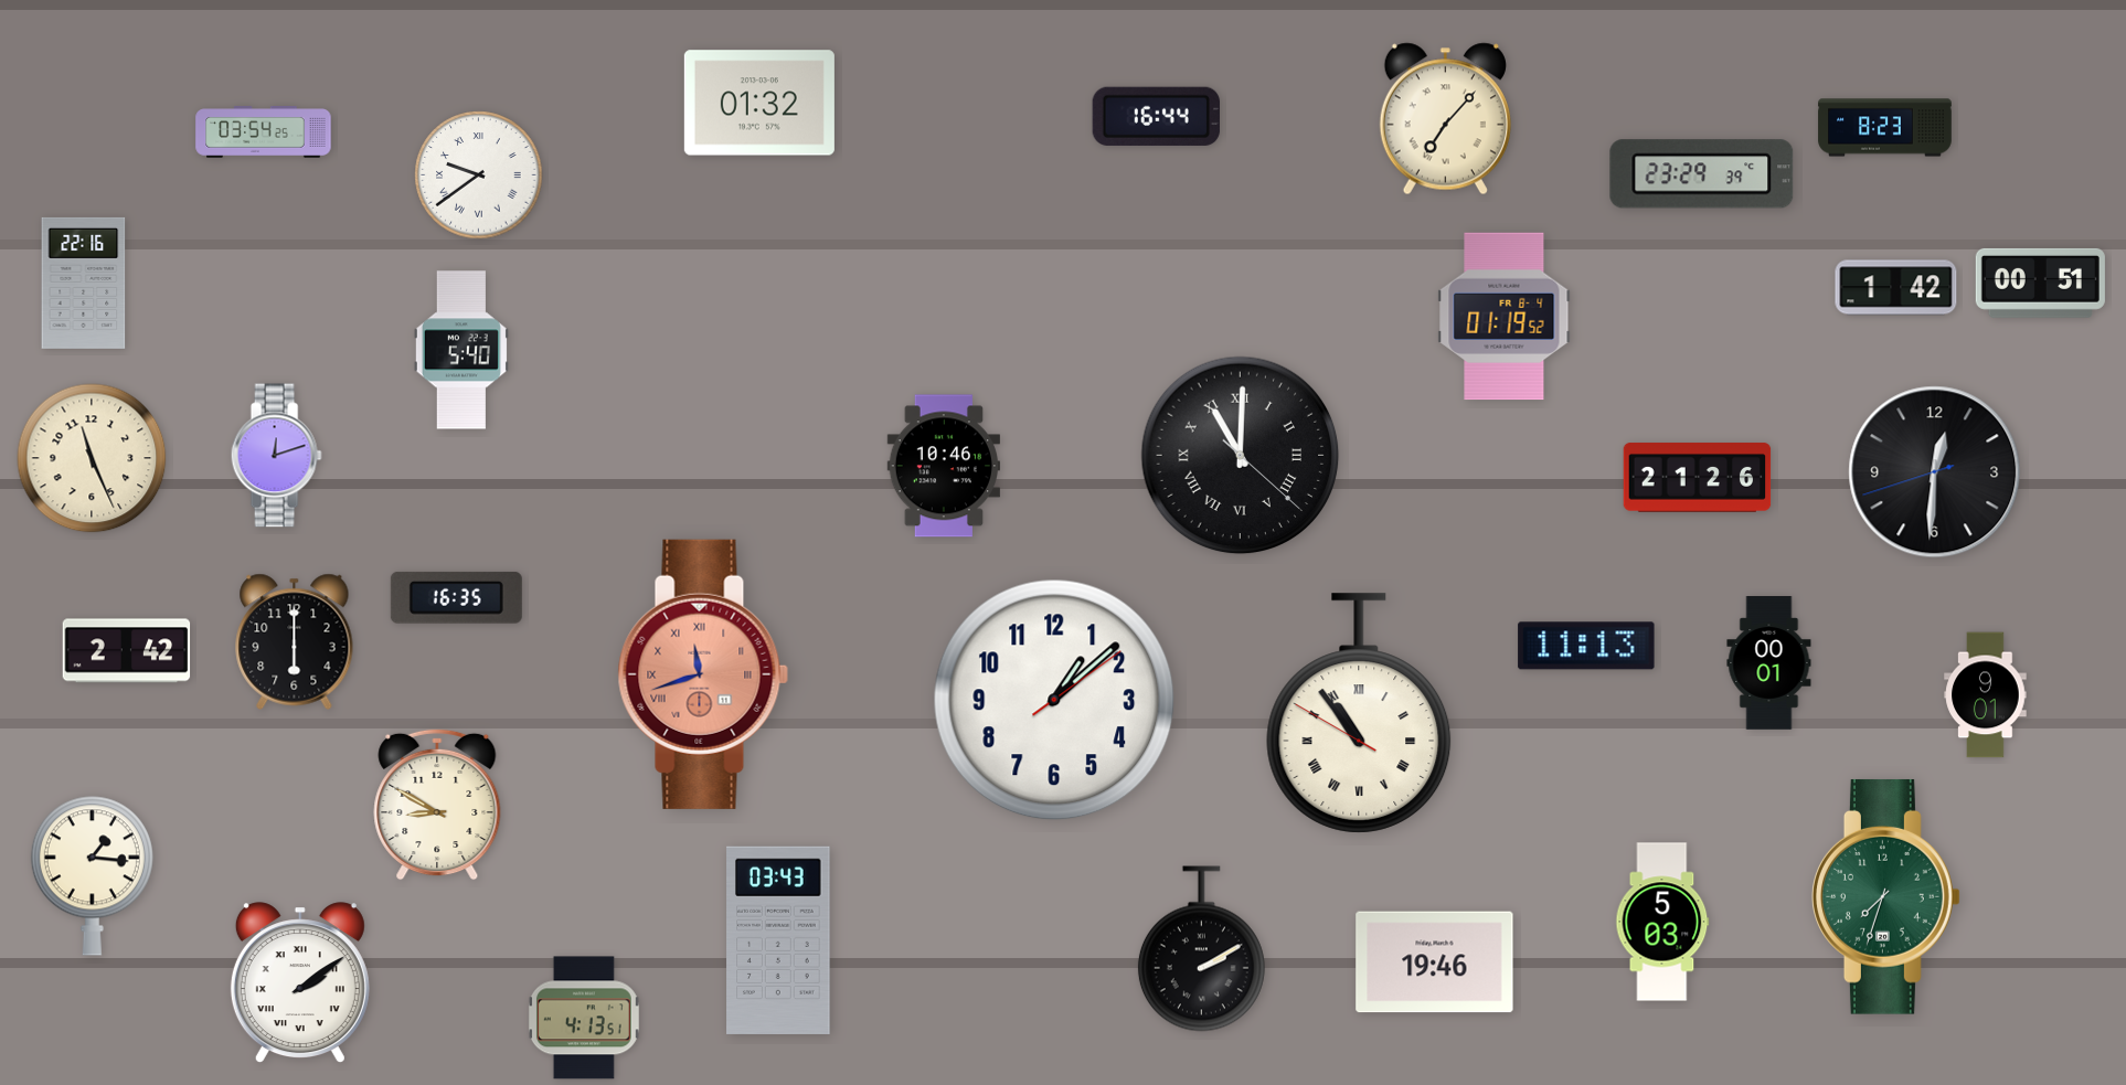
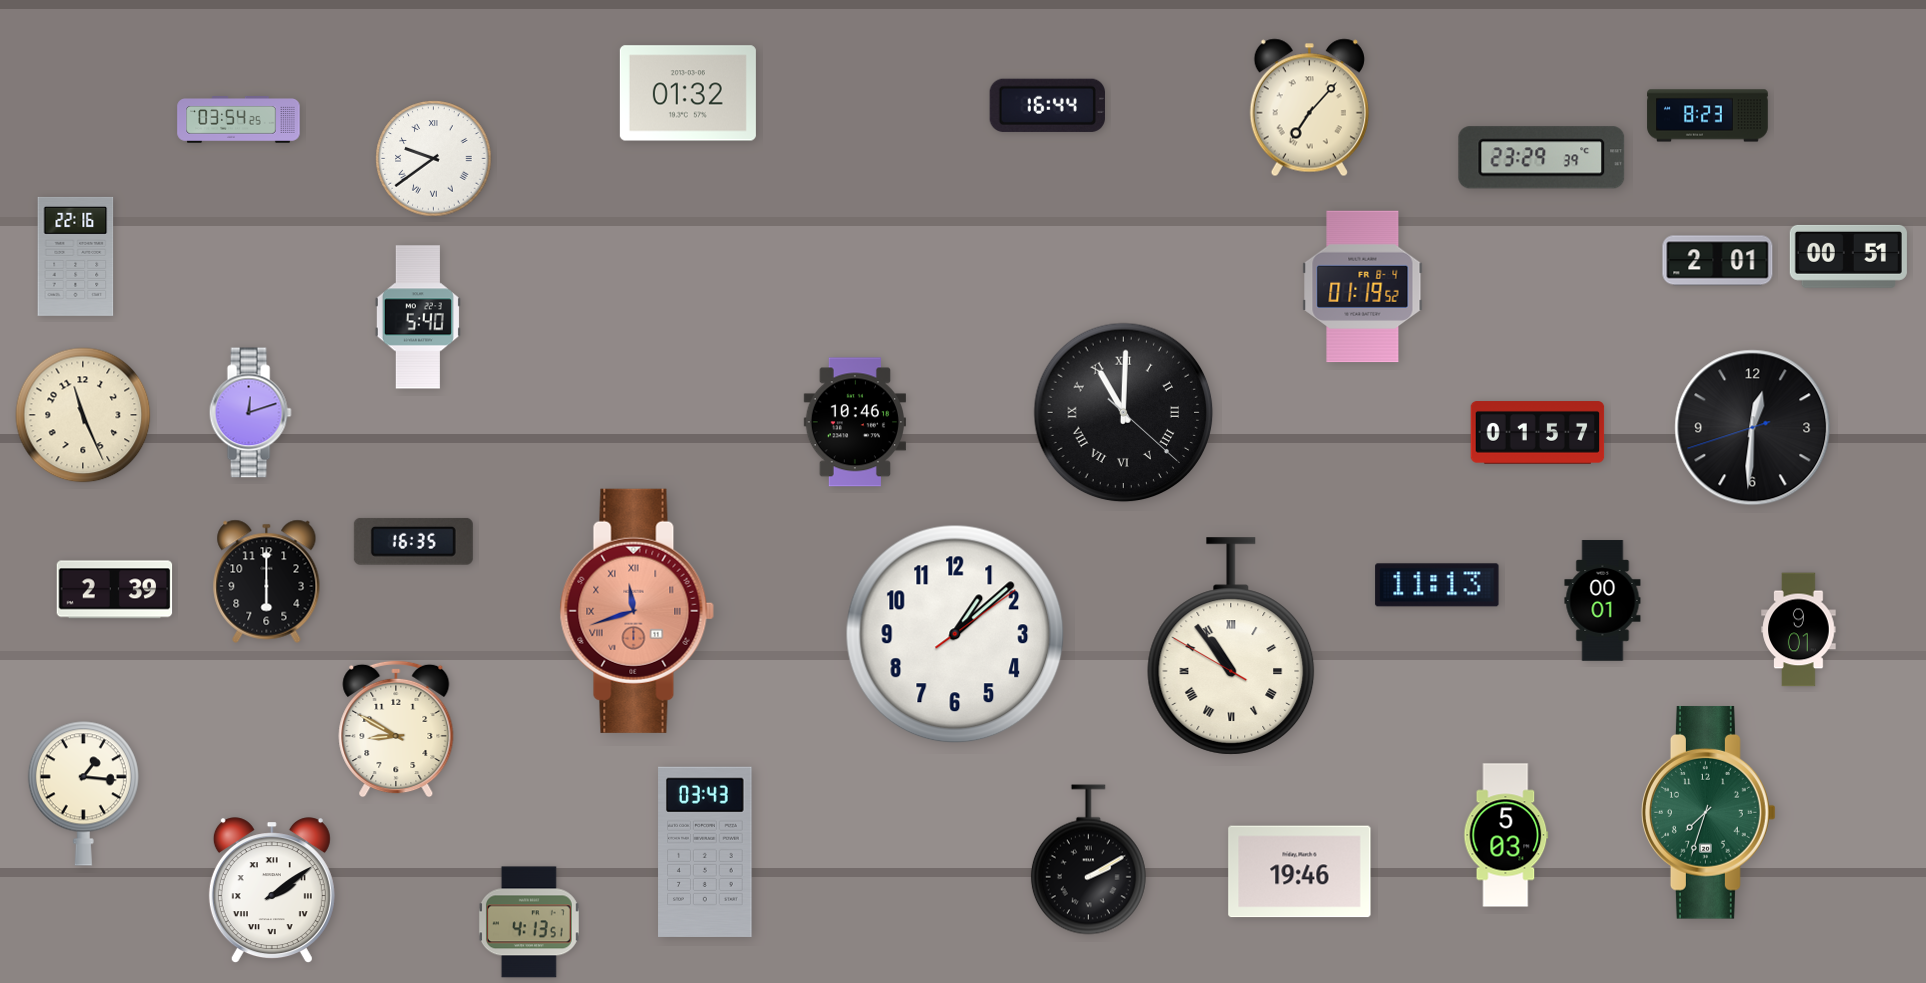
clock at (1896, 288): 1:42 -> 2:01
clock at (1698, 478): 21:26 -> 01:57
clock at (127, 651): 2:42 -> 2:39
